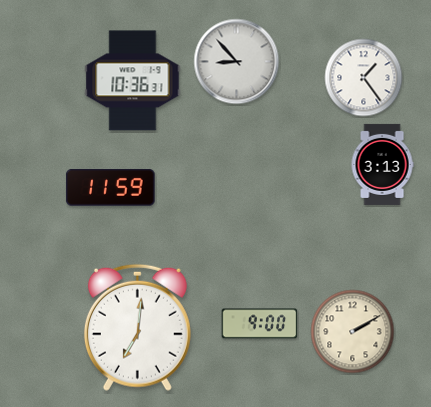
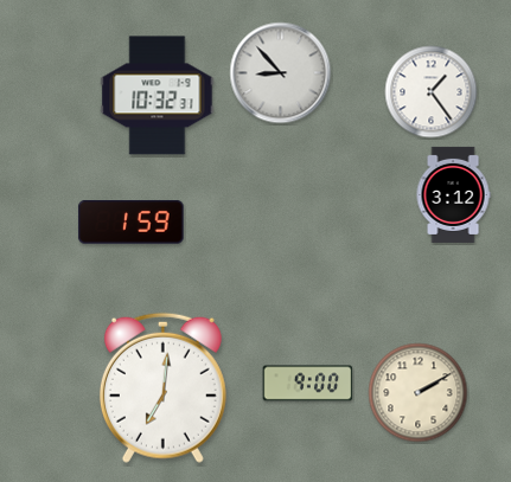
clock at (133, 81): 10:36 -> 10:32
clock at (382, 164): 3:13 -> 3:12
clock at (111, 188): 11:59 -> 1:59
